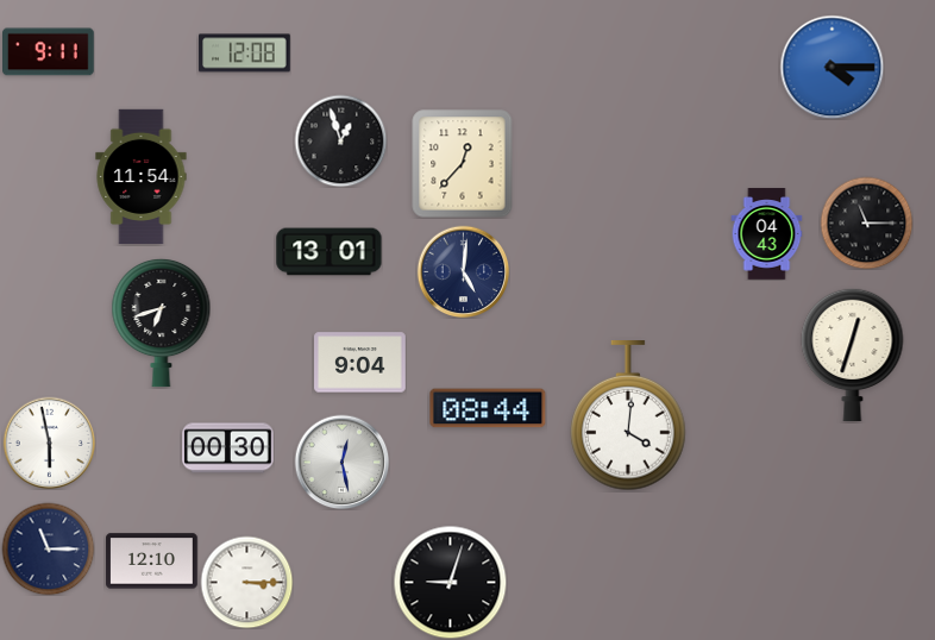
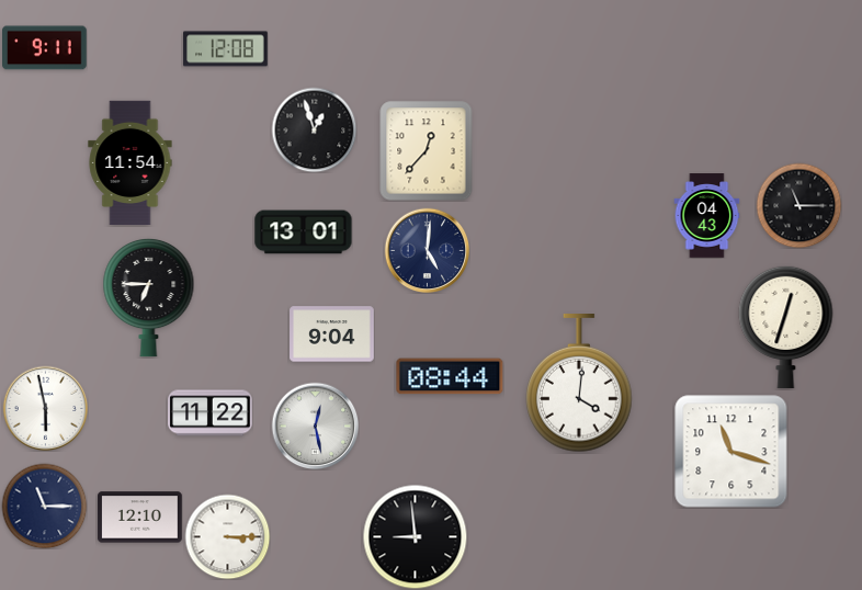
clock at (832, 67): 4:15 -> none
clock at (162, 322): 6:42 -> 6:45
clock at (228, 448): 00:30 -> 11:22
clock at (731, 452): none -> 11:18
clock at (450, 582): 9:03 -> 8:59
